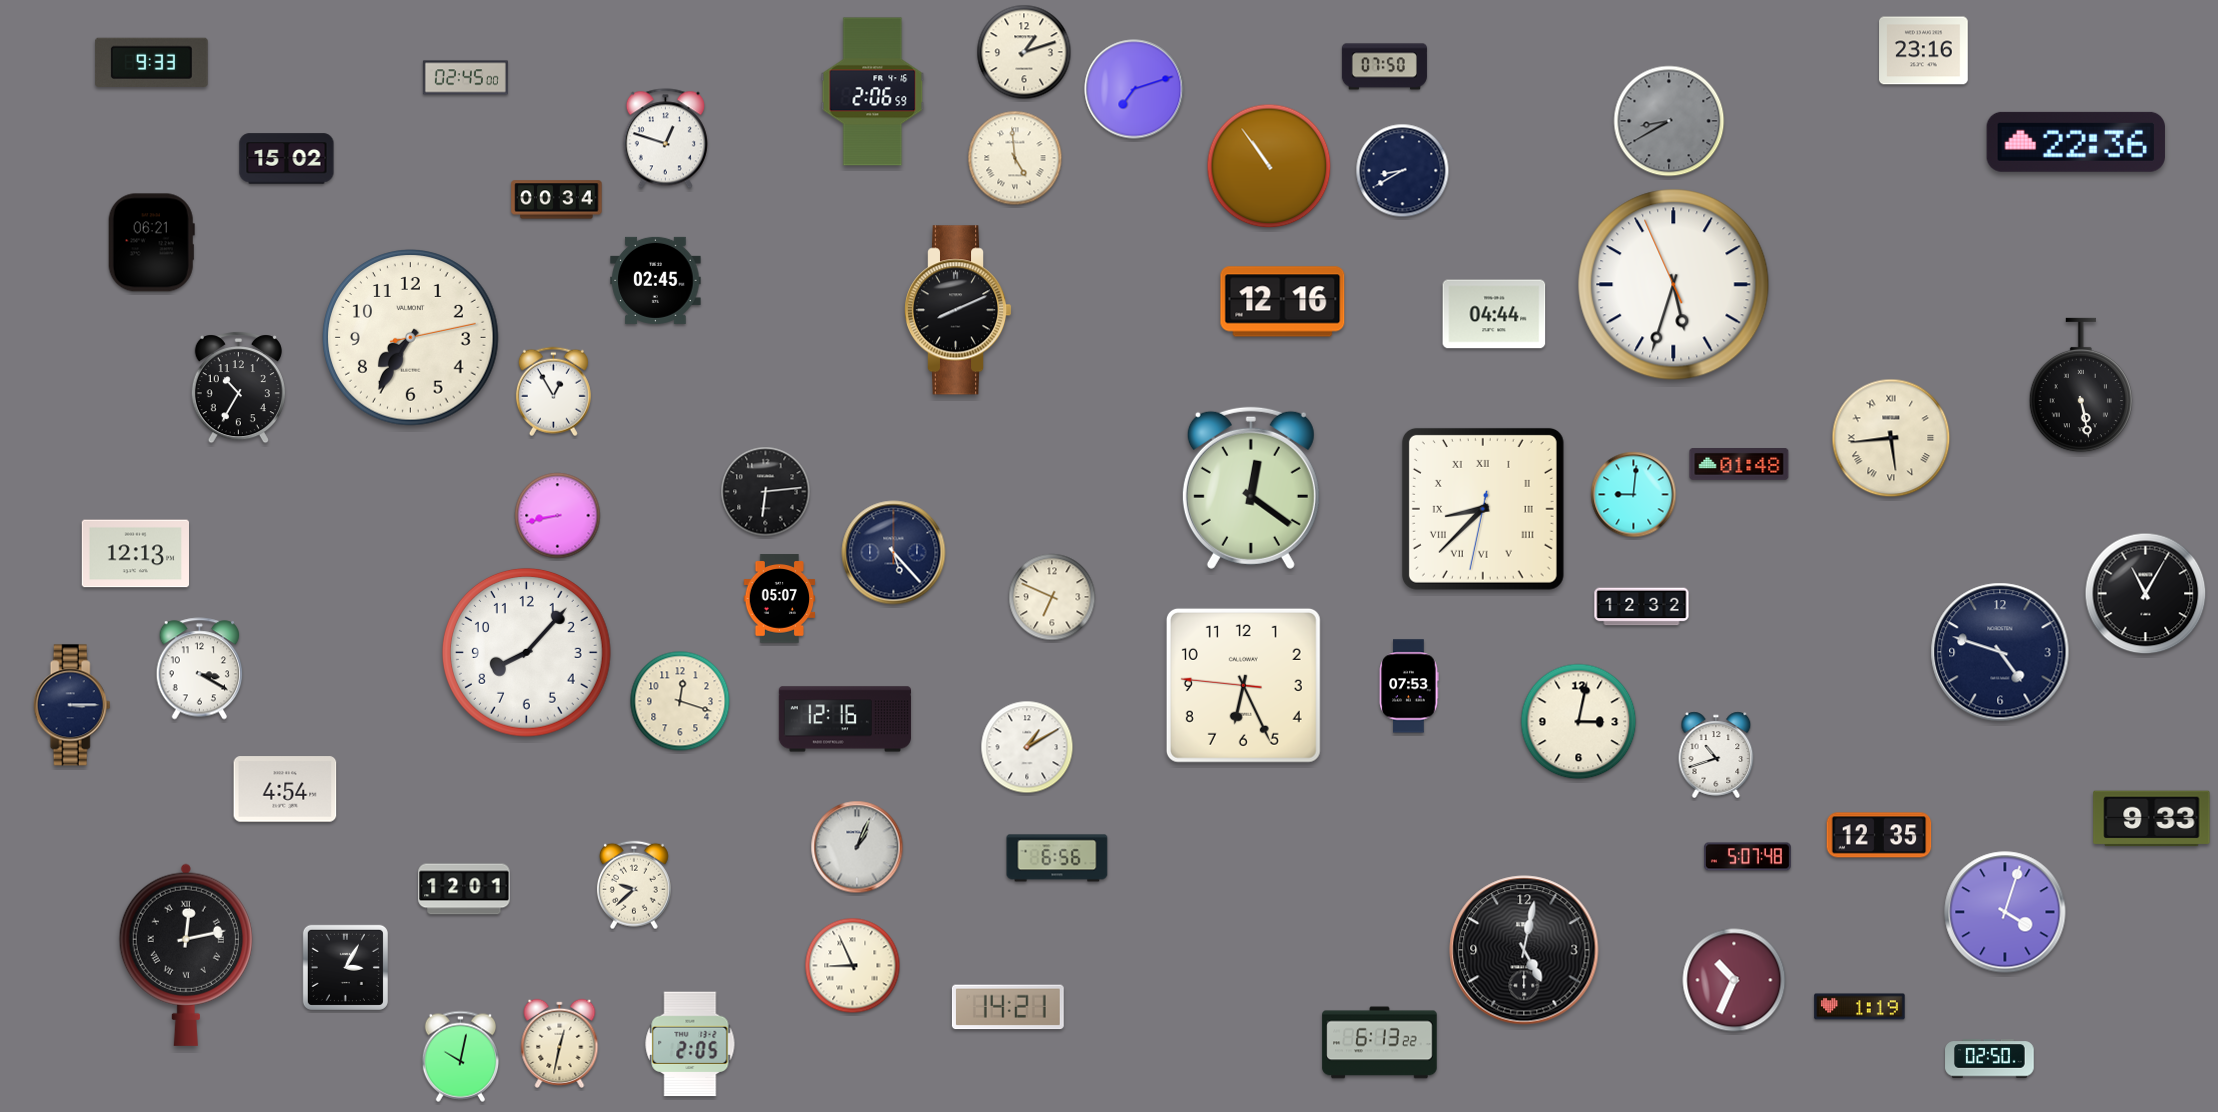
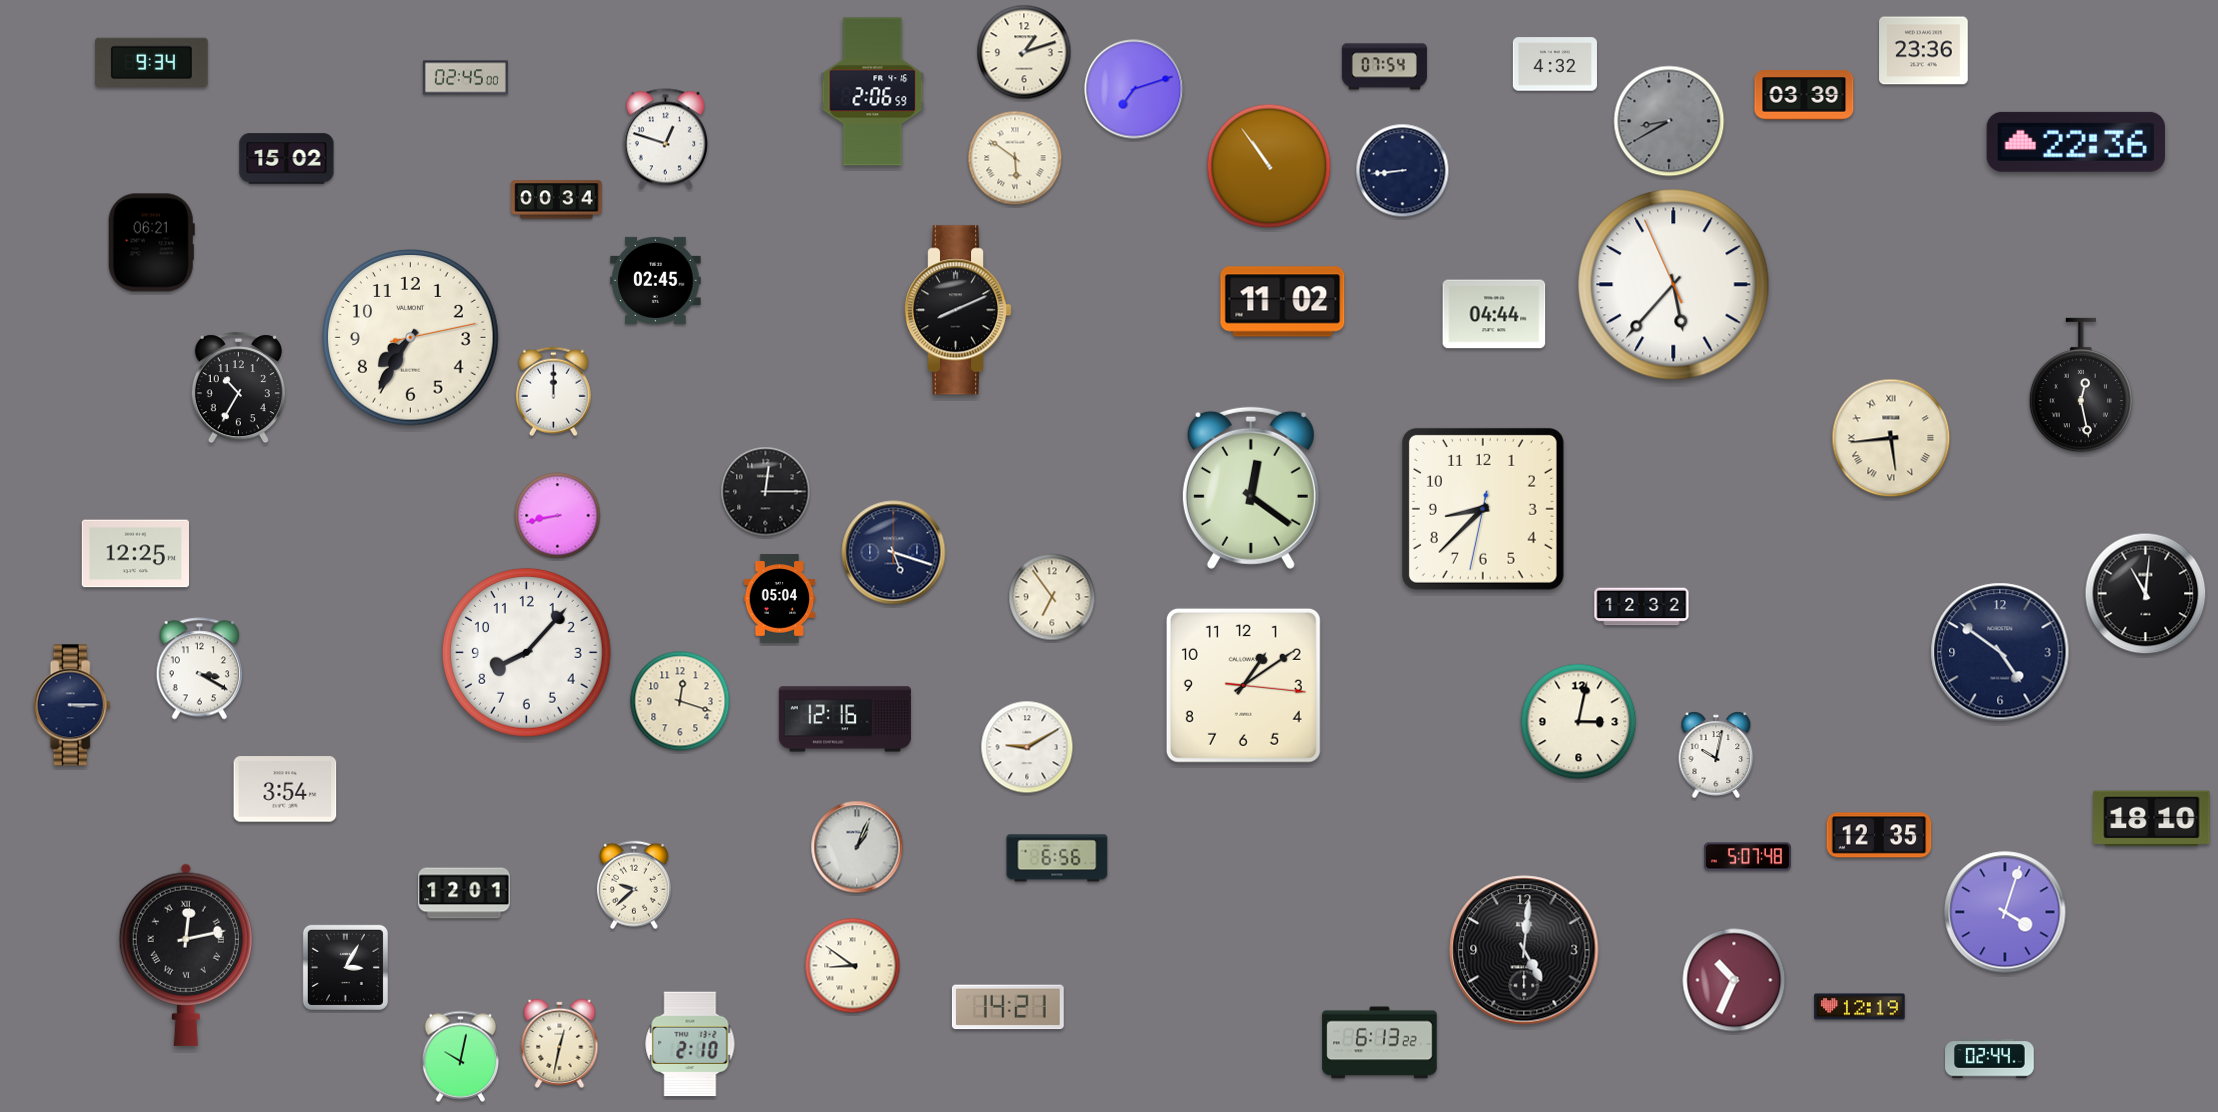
clock at (1924, 51): 23:16 -> 23:36
clock at (152, 62): 9:33 -> 9:34
clock at (1555, 64): none -> 4:32
clock at (1384, 67): 07:50 -> 07:54
clock at (1804, 95): none -> 03:39
clock at (1015, 158): 4:59 -> 5:51
clock at (1403, 171): 8:40 -> 8:44
clock at (1674, 285): 5:32 -> 5:36
clock at (1283, 302): 12:16 -> 11:02
clock at (2080, 385): 5:28 -> 12:28
clock at (553, 392): 12:55 -> 12:00
clock at (1739, 464): 01:48 -> none
clock at (766, 492): 6:14 -> 12:15
clock at (1634, 495): 9:01 -> none
clock at (1483, 509) numerals: Roman -> Arabic
clock at (894, 553): 5:23 -> 5:18
clock at (135, 554): 12:13 -> 12:25
clock at (2146, 594): 11:05 -> 11:01
clock at (1052, 597): 6:49 -> 6:54
clock at (780, 599): 05:07 -> 05:04
clock at (2000, 652): 4:48 -> 4:51
clock at (1243, 685): 6:25 -> 1:09
clock at (1409, 686): 07:53 -> none
clock at (1027, 747): 1:10 -> 9:10
clock at (1716, 755): 10:42 -> 10:02
clock at (285, 789): 4:54 -> 3:54
clock at (2152, 819): 9:33 -> 18:10
clock at (464, 889) position: (464, 889) -> (464, 893)
clock at (1524, 950): 5:02 -> 5:01
clock at (853, 966): 8:56 -> 8:51
clock at (1860, 1007): 1:19 -> 12:19
clock at (690, 1044): 2:05 -> 2:10
clock at (1990, 1059): 02:50 -> 02:44
